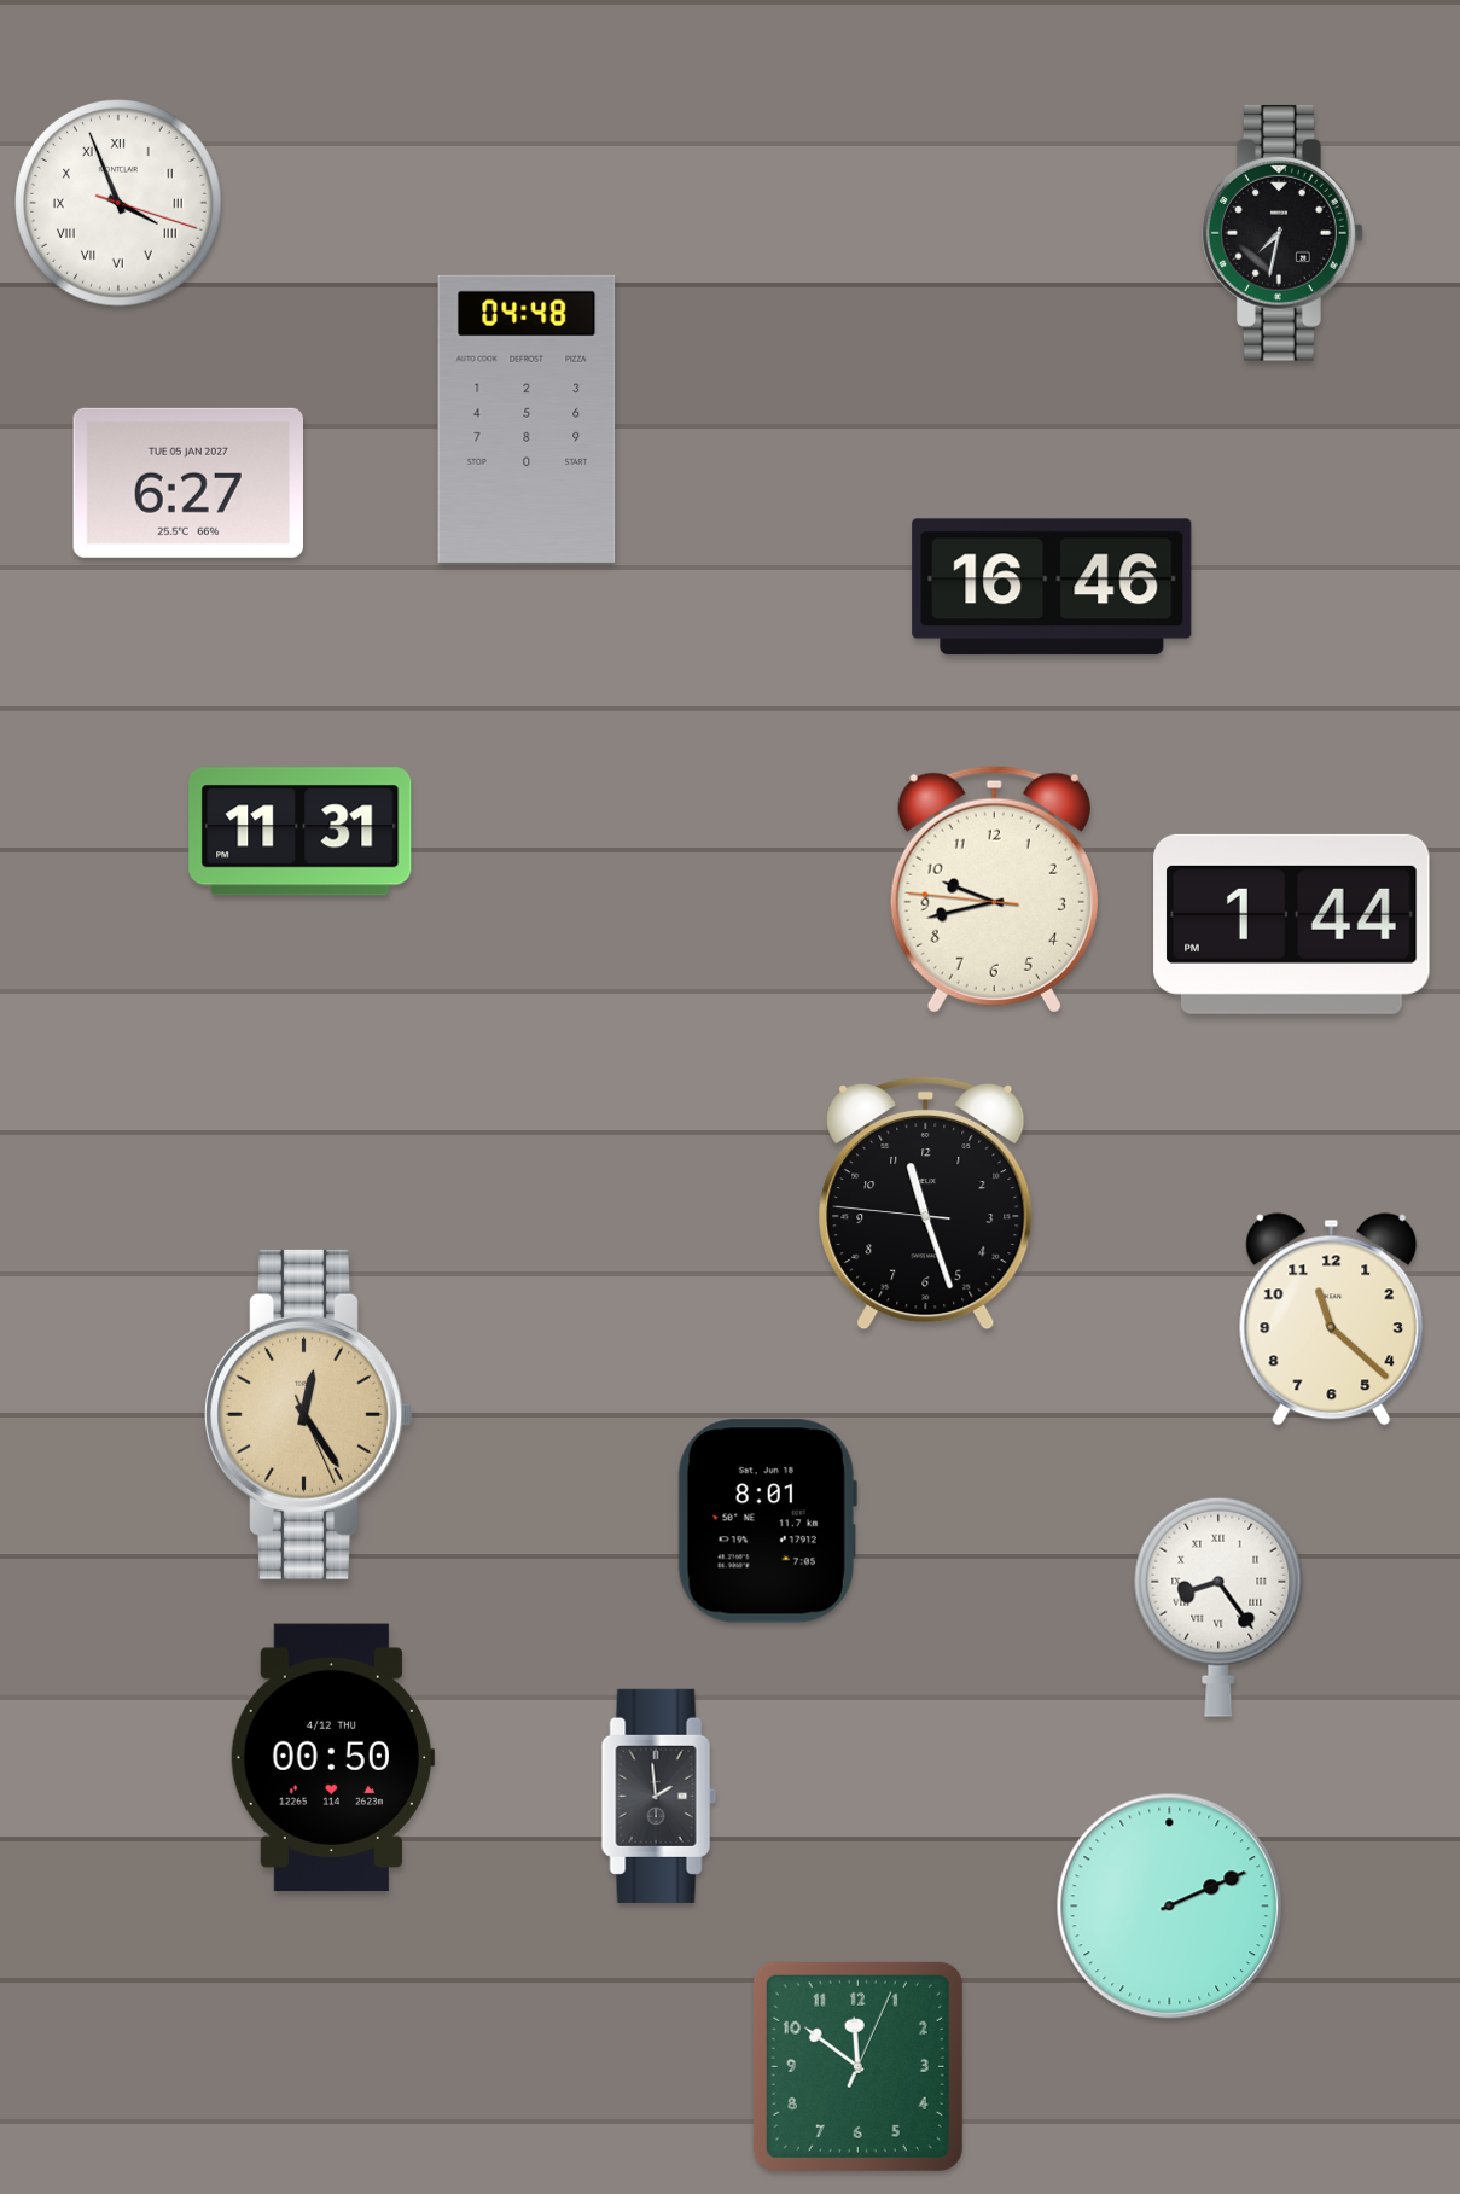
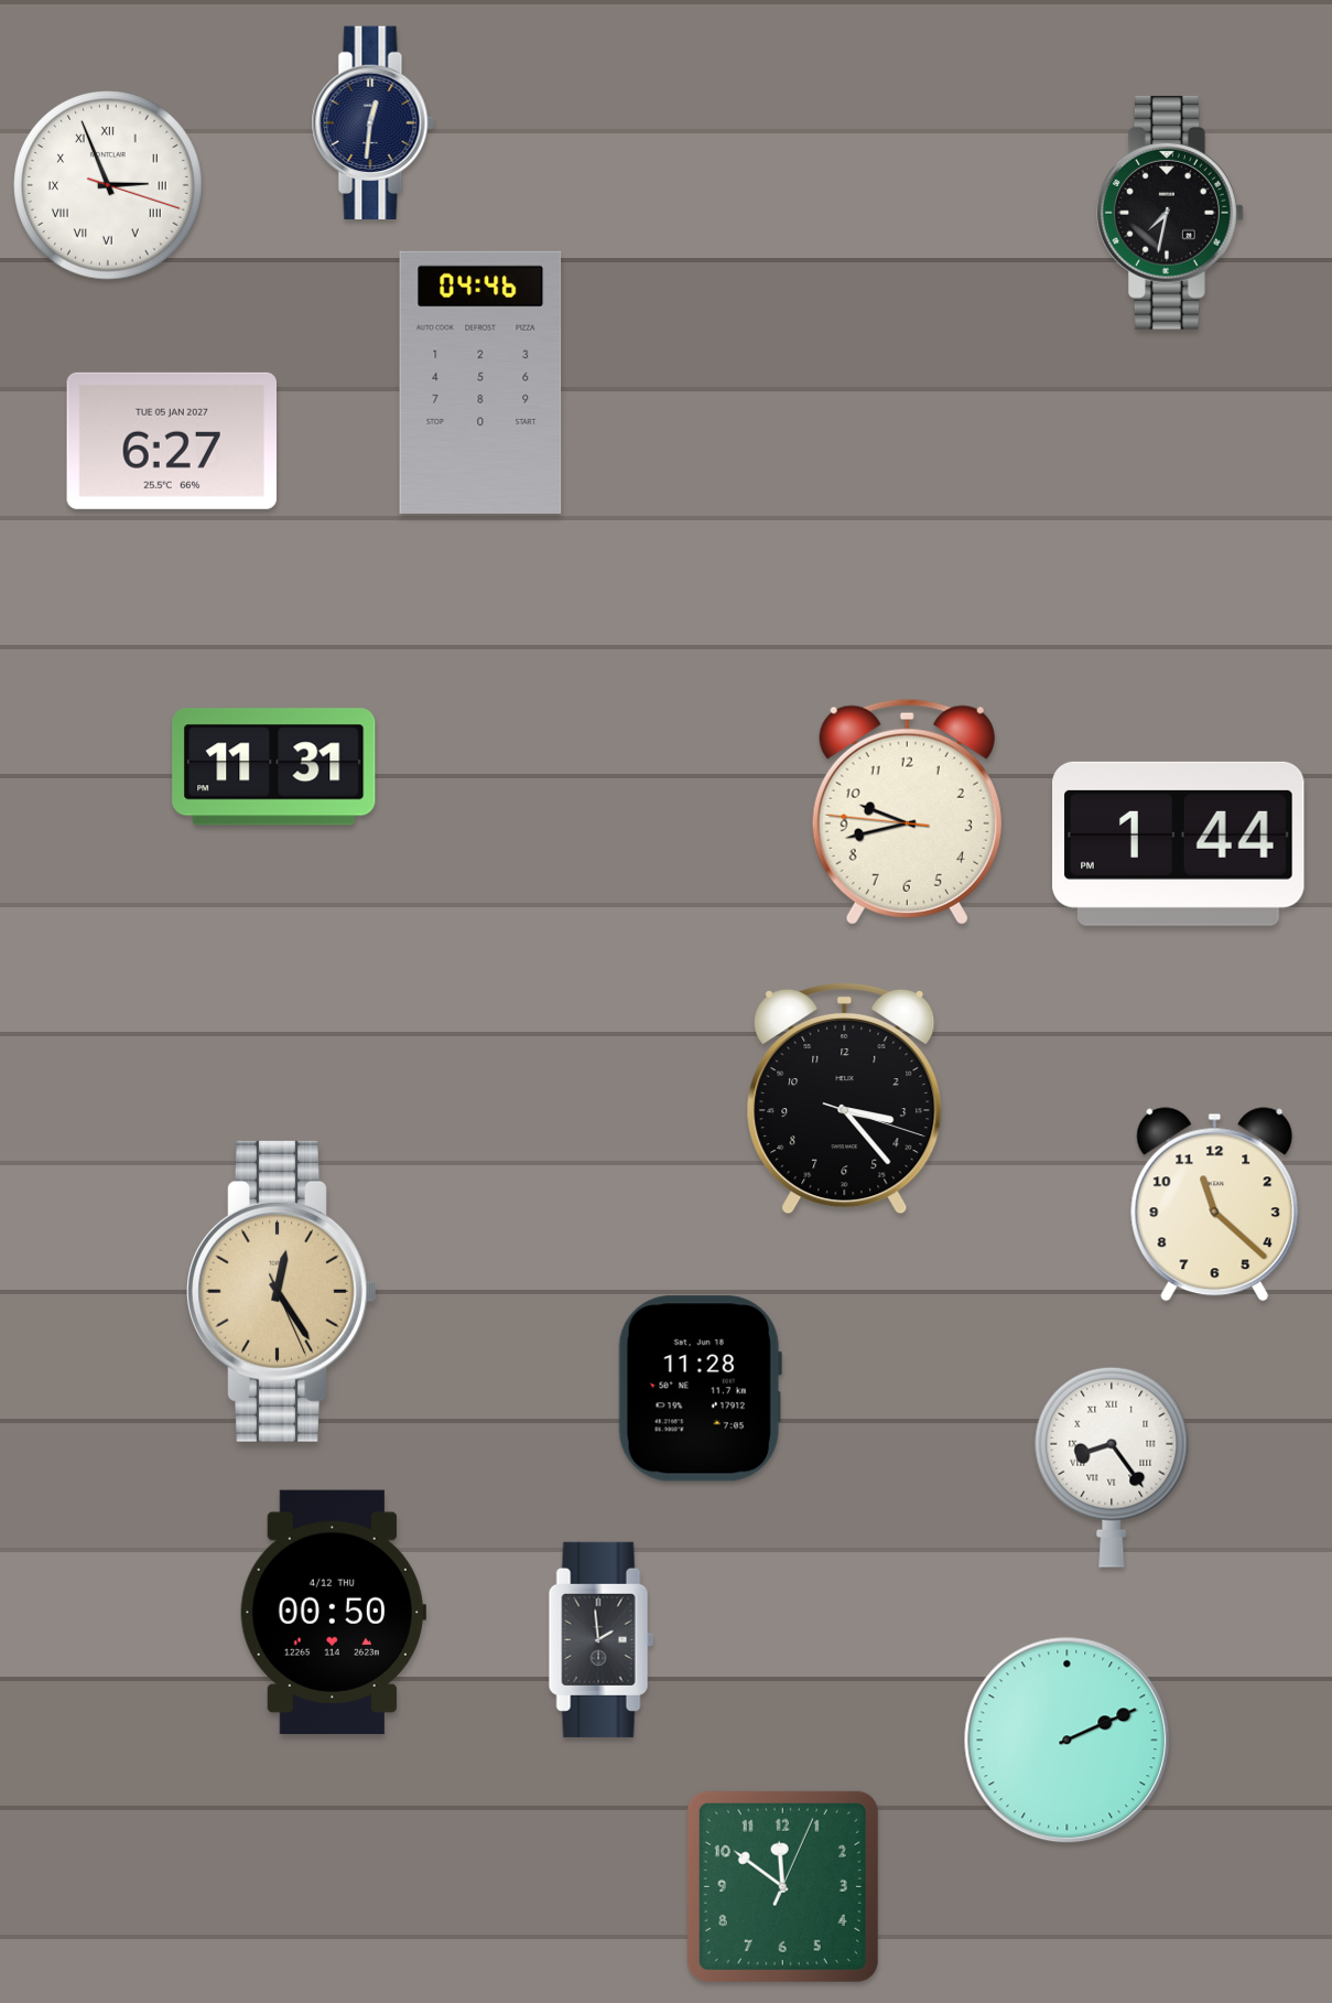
clock at (372, 123): none -> 12:31
clock at (118, 203): 3:56 -> 2:56
clock at (527, 419): 04:48 -> 04:46
clock at (1052, 587): 16:46 -> none
clock at (301, 832) position: (301, 832) -> (274, 767)
clock at (926, 1203): 11:26 -> 3:23
clock at (767, 1521): 8:01 -> 11:28
clock at (332, 1758) position: (332, 1758) -> (333, 1613)
